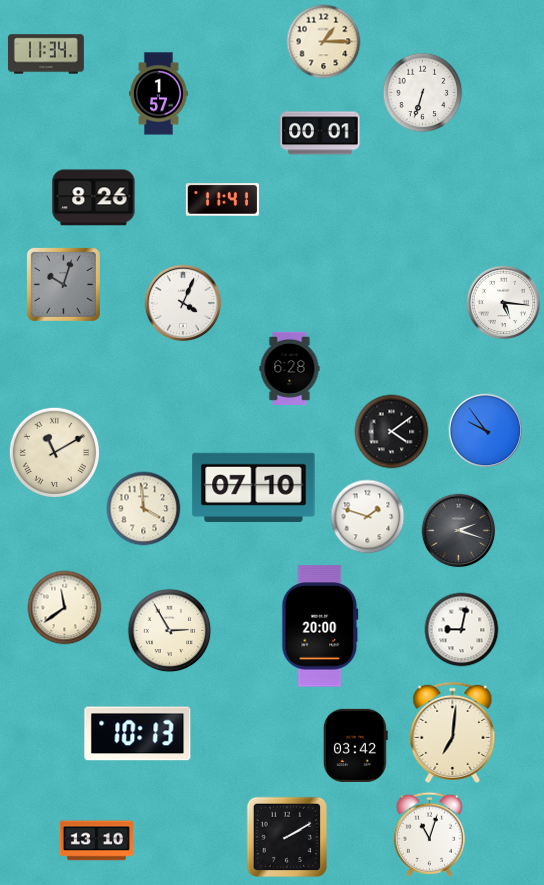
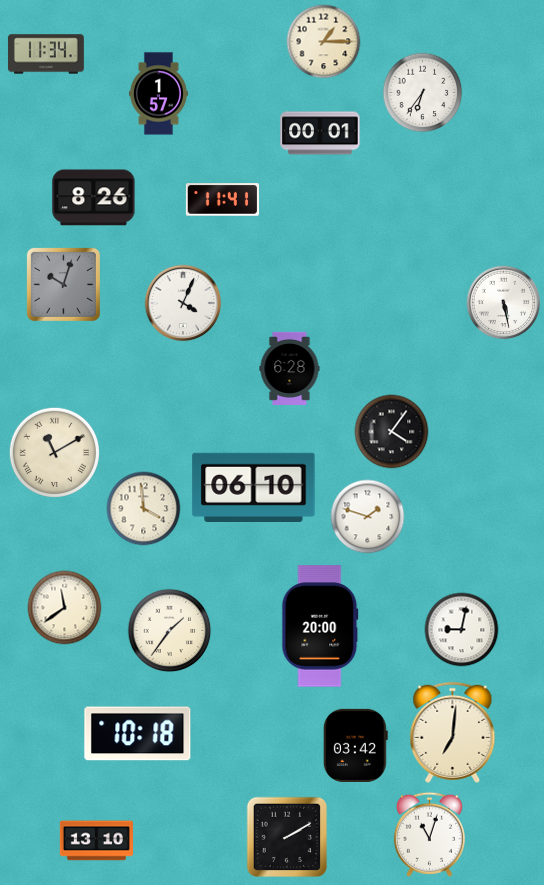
clock at (423, 93): 6:33 -> 6:36
clock at (504, 303): 5:16 -> 5:28
clock at (486, 431): 9:54 -> none
clock at (392, 432): 4:09 -> 4:06
clock at (254, 487): 07:10 -> 06:10
clock at (459, 531): 2:18 -> none
clock at (170, 631): 2:55 -> 1:36
clock at (138, 734): 10:13 -> 10:18
